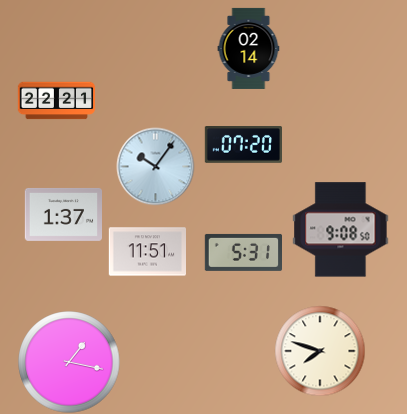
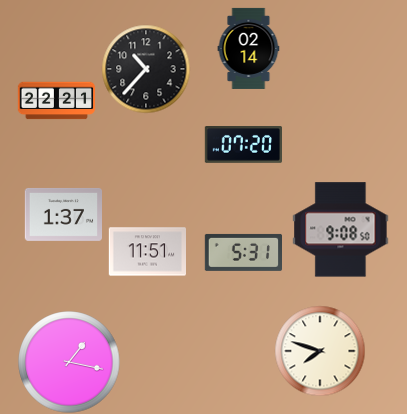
clock at (146, 69): none -> 10:37
clock at (155, 166): 10:06 -> none
